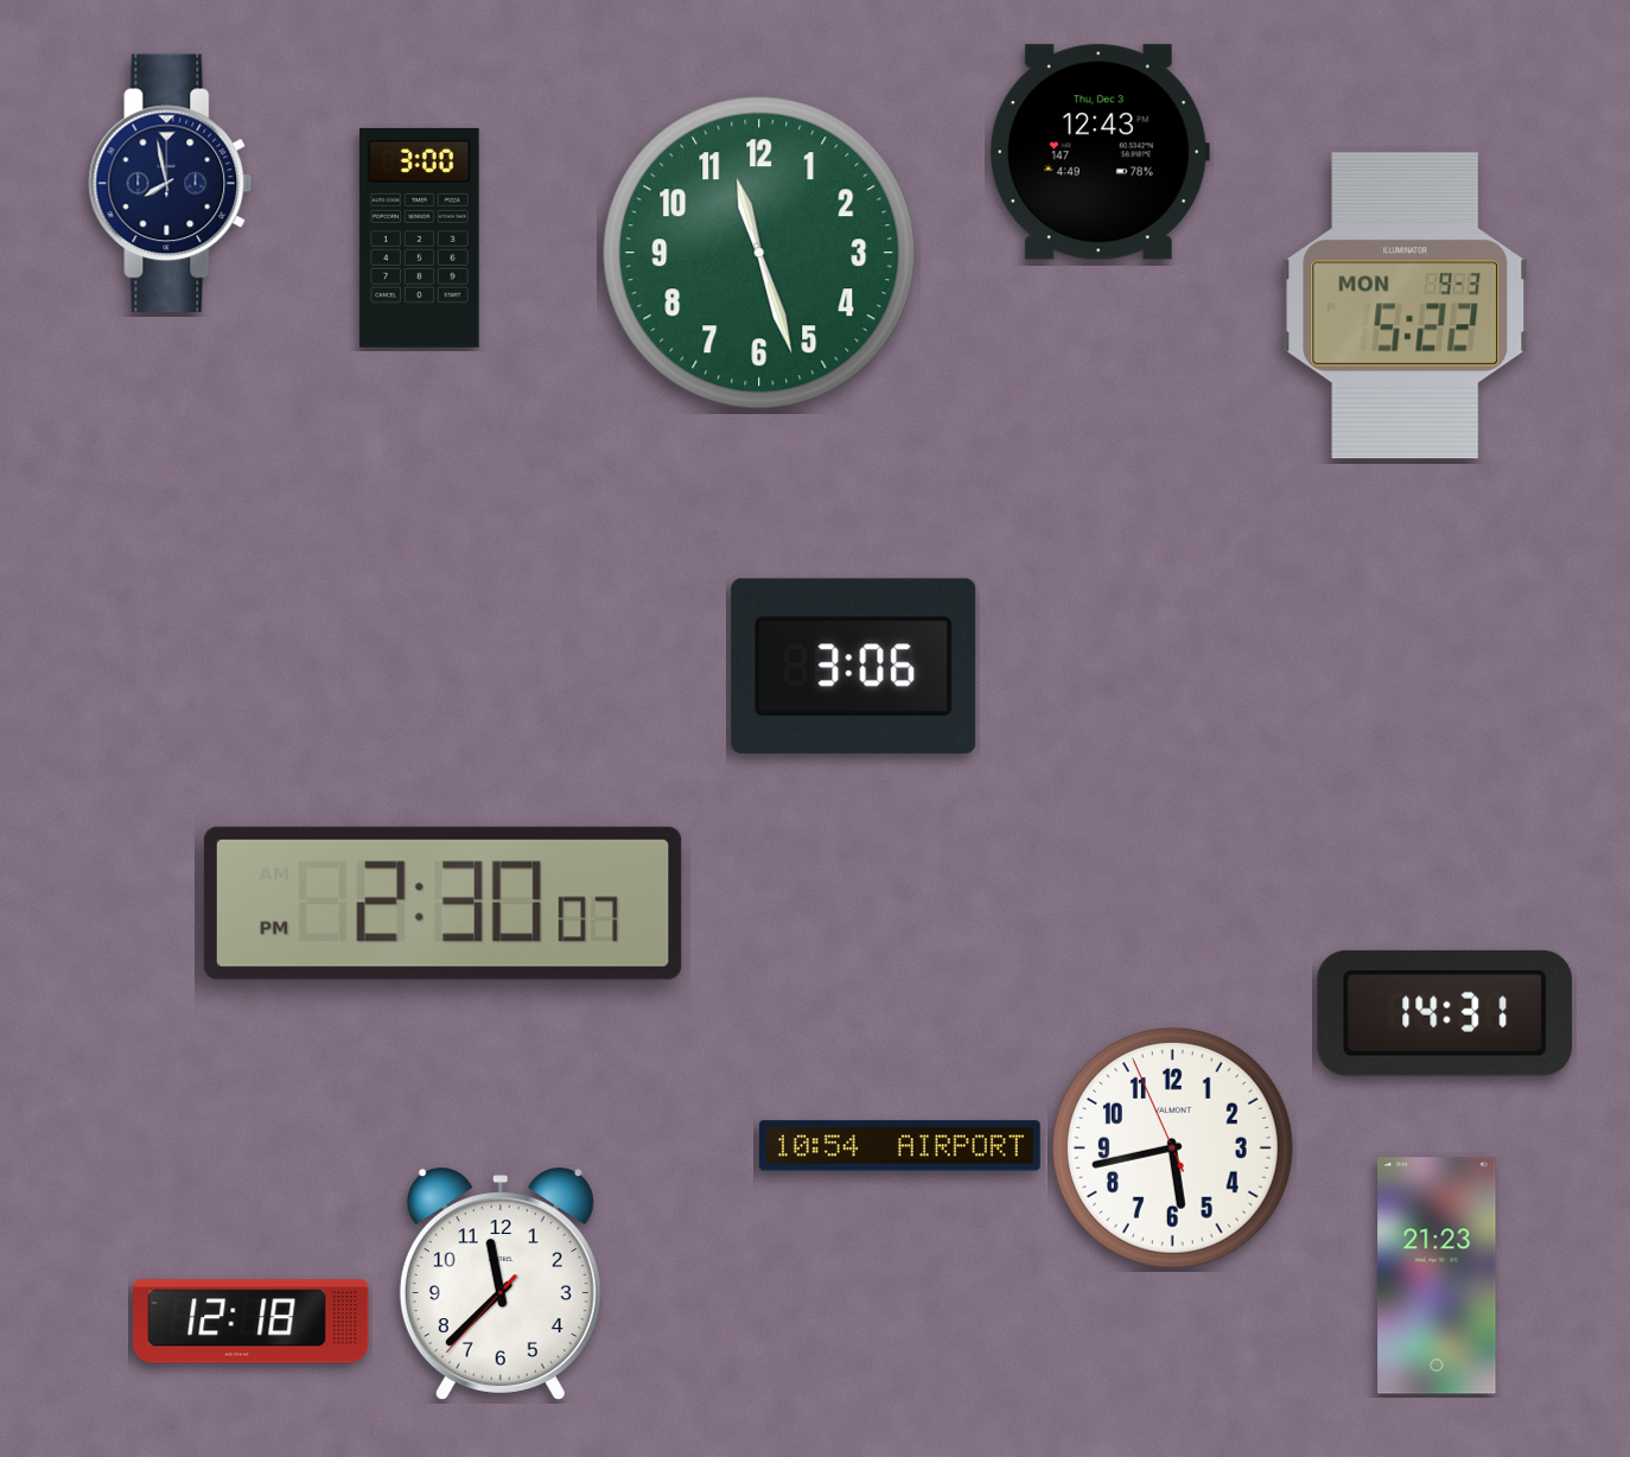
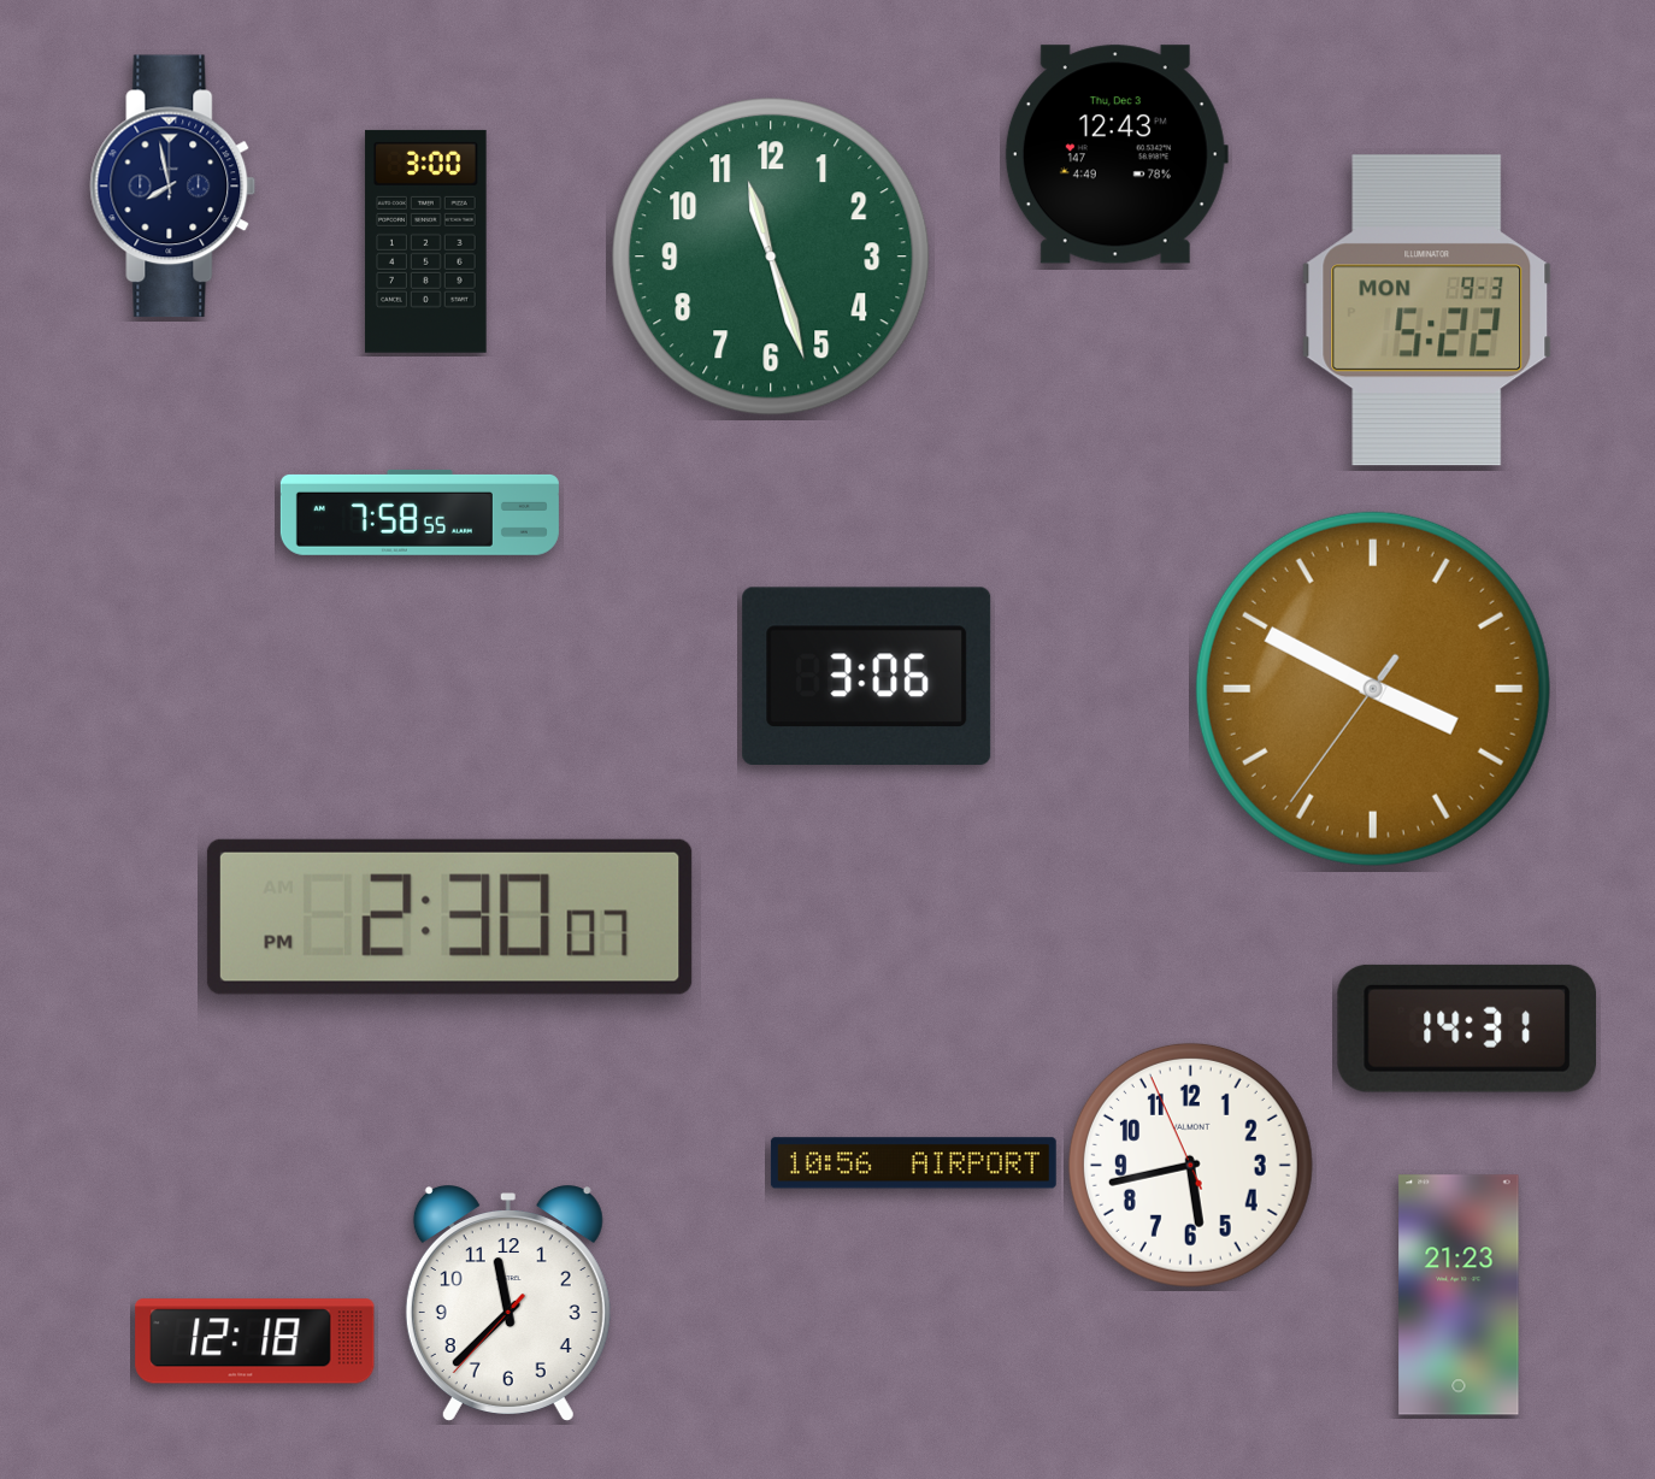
clock at (419, 512): none -> 7:58
clock at (1373, 689): none -> 3:49
clock at (899, 1146): 10:54 -> 10:56
